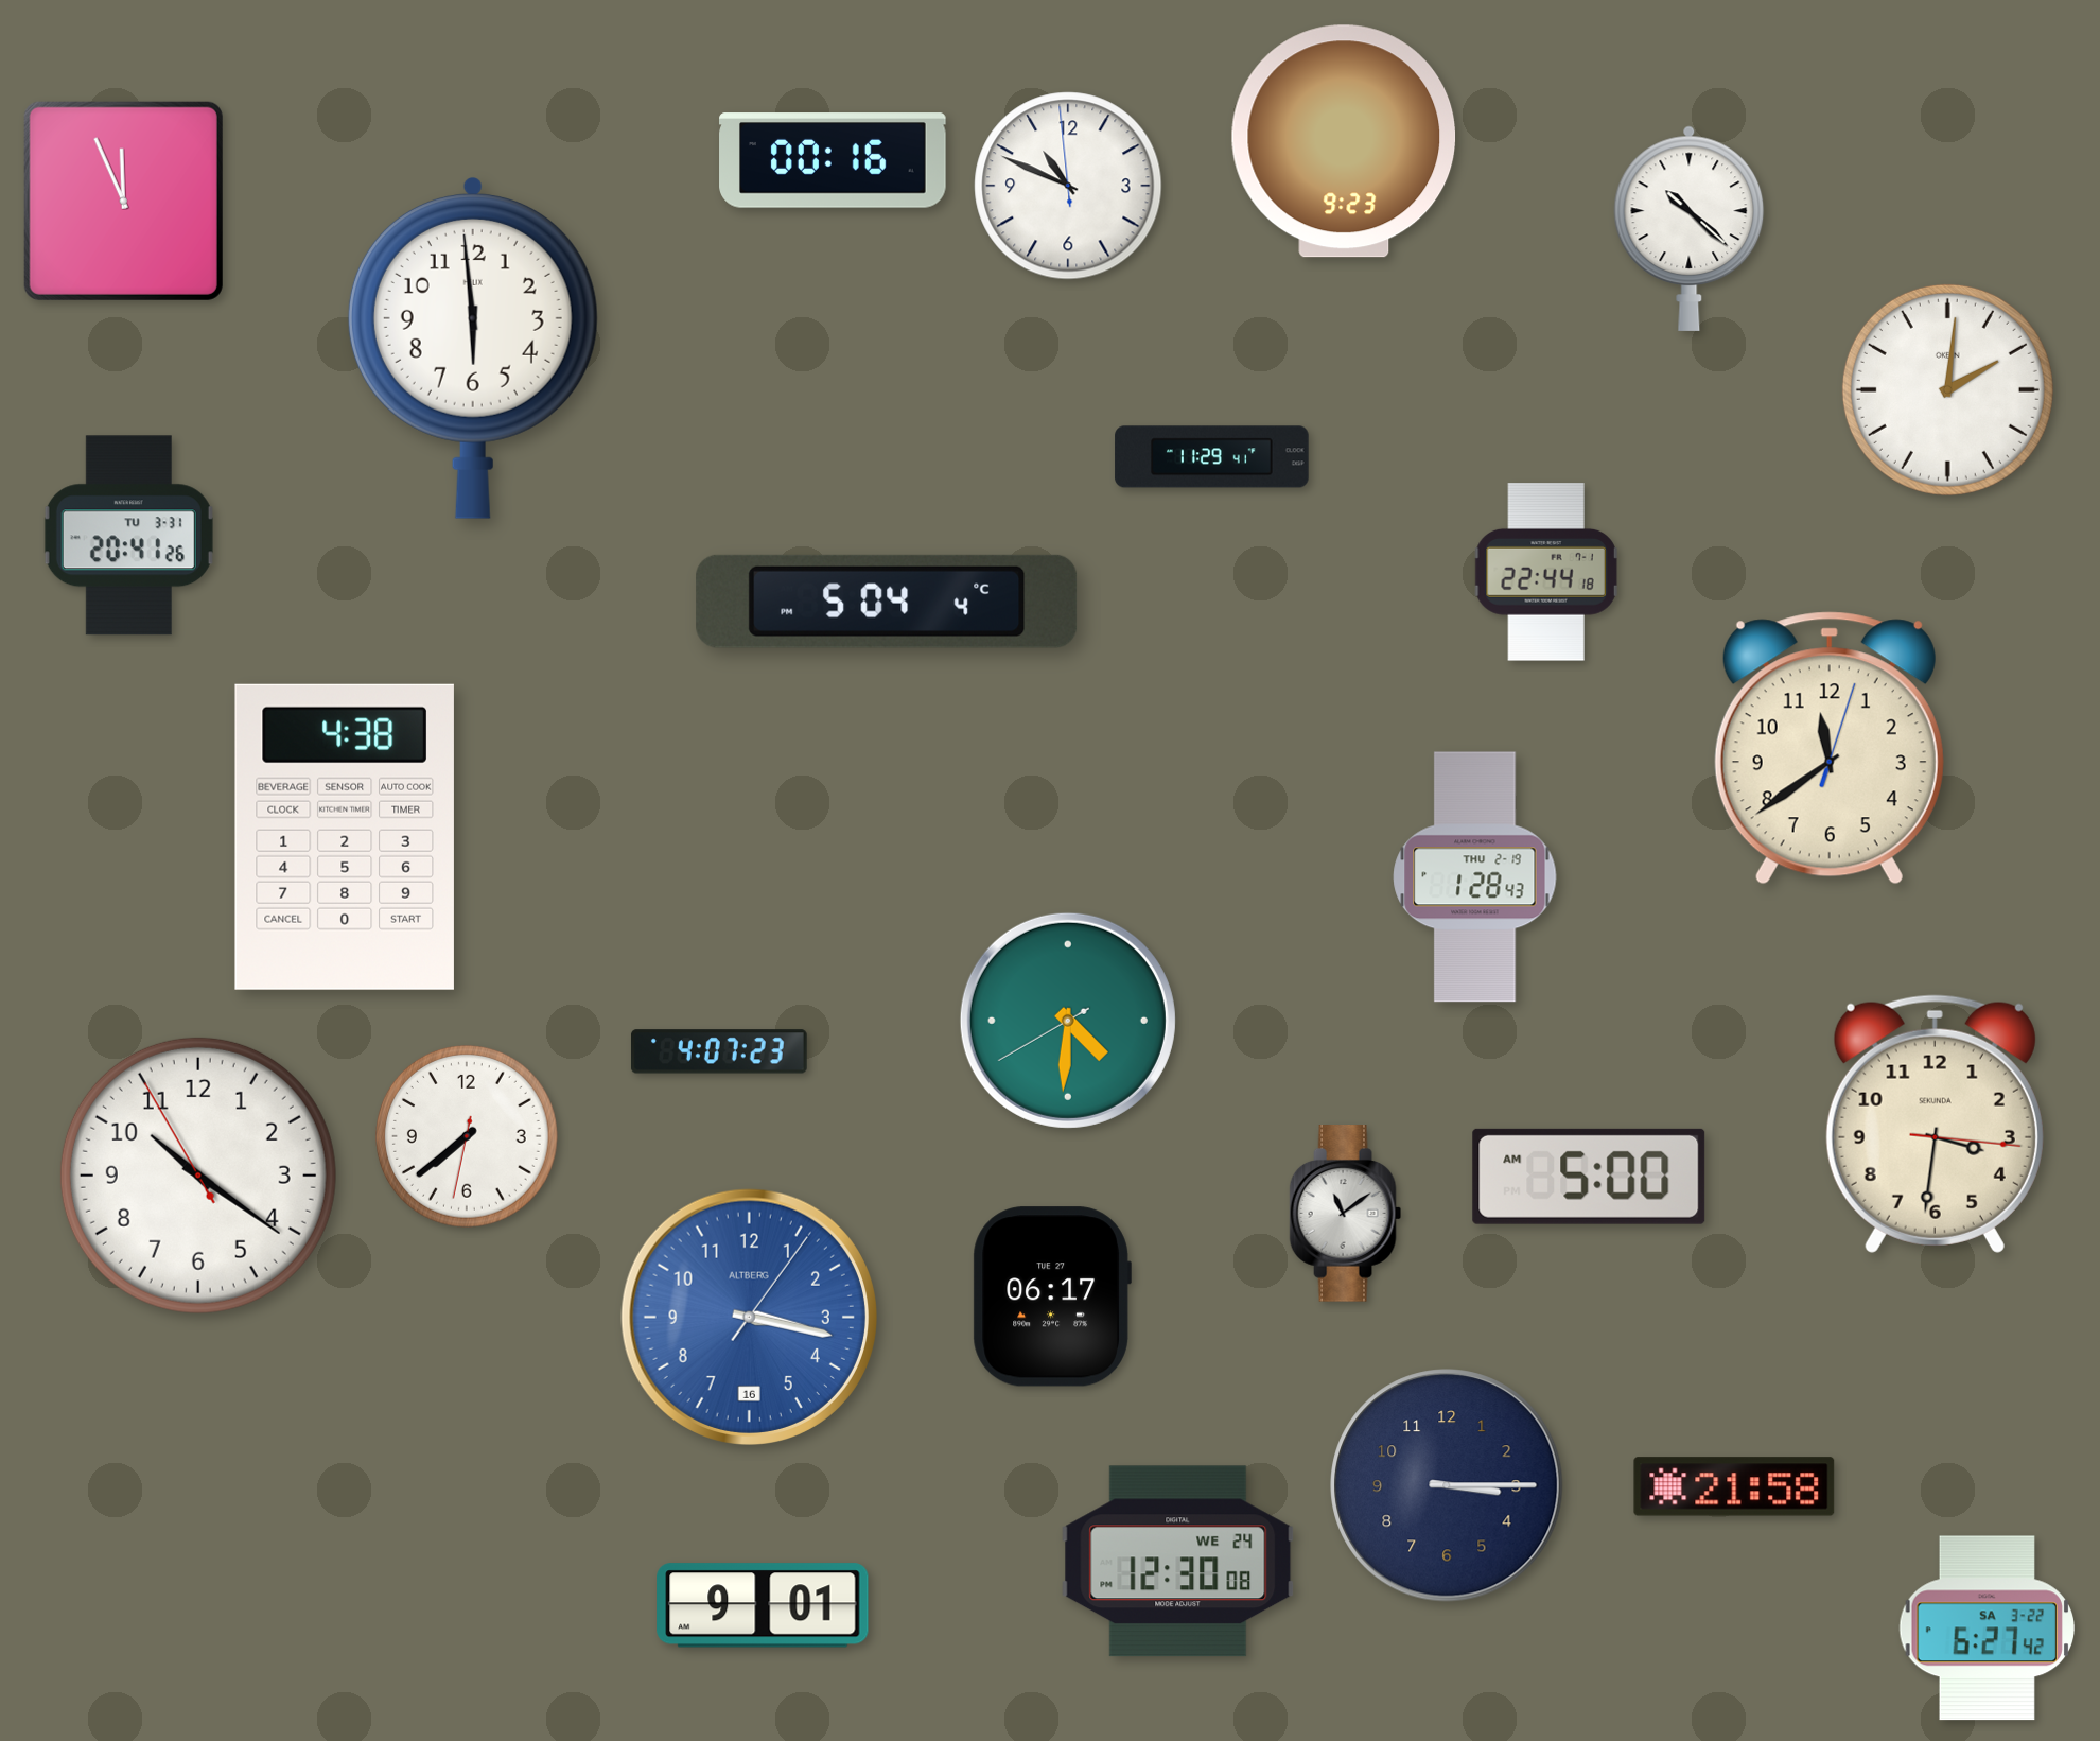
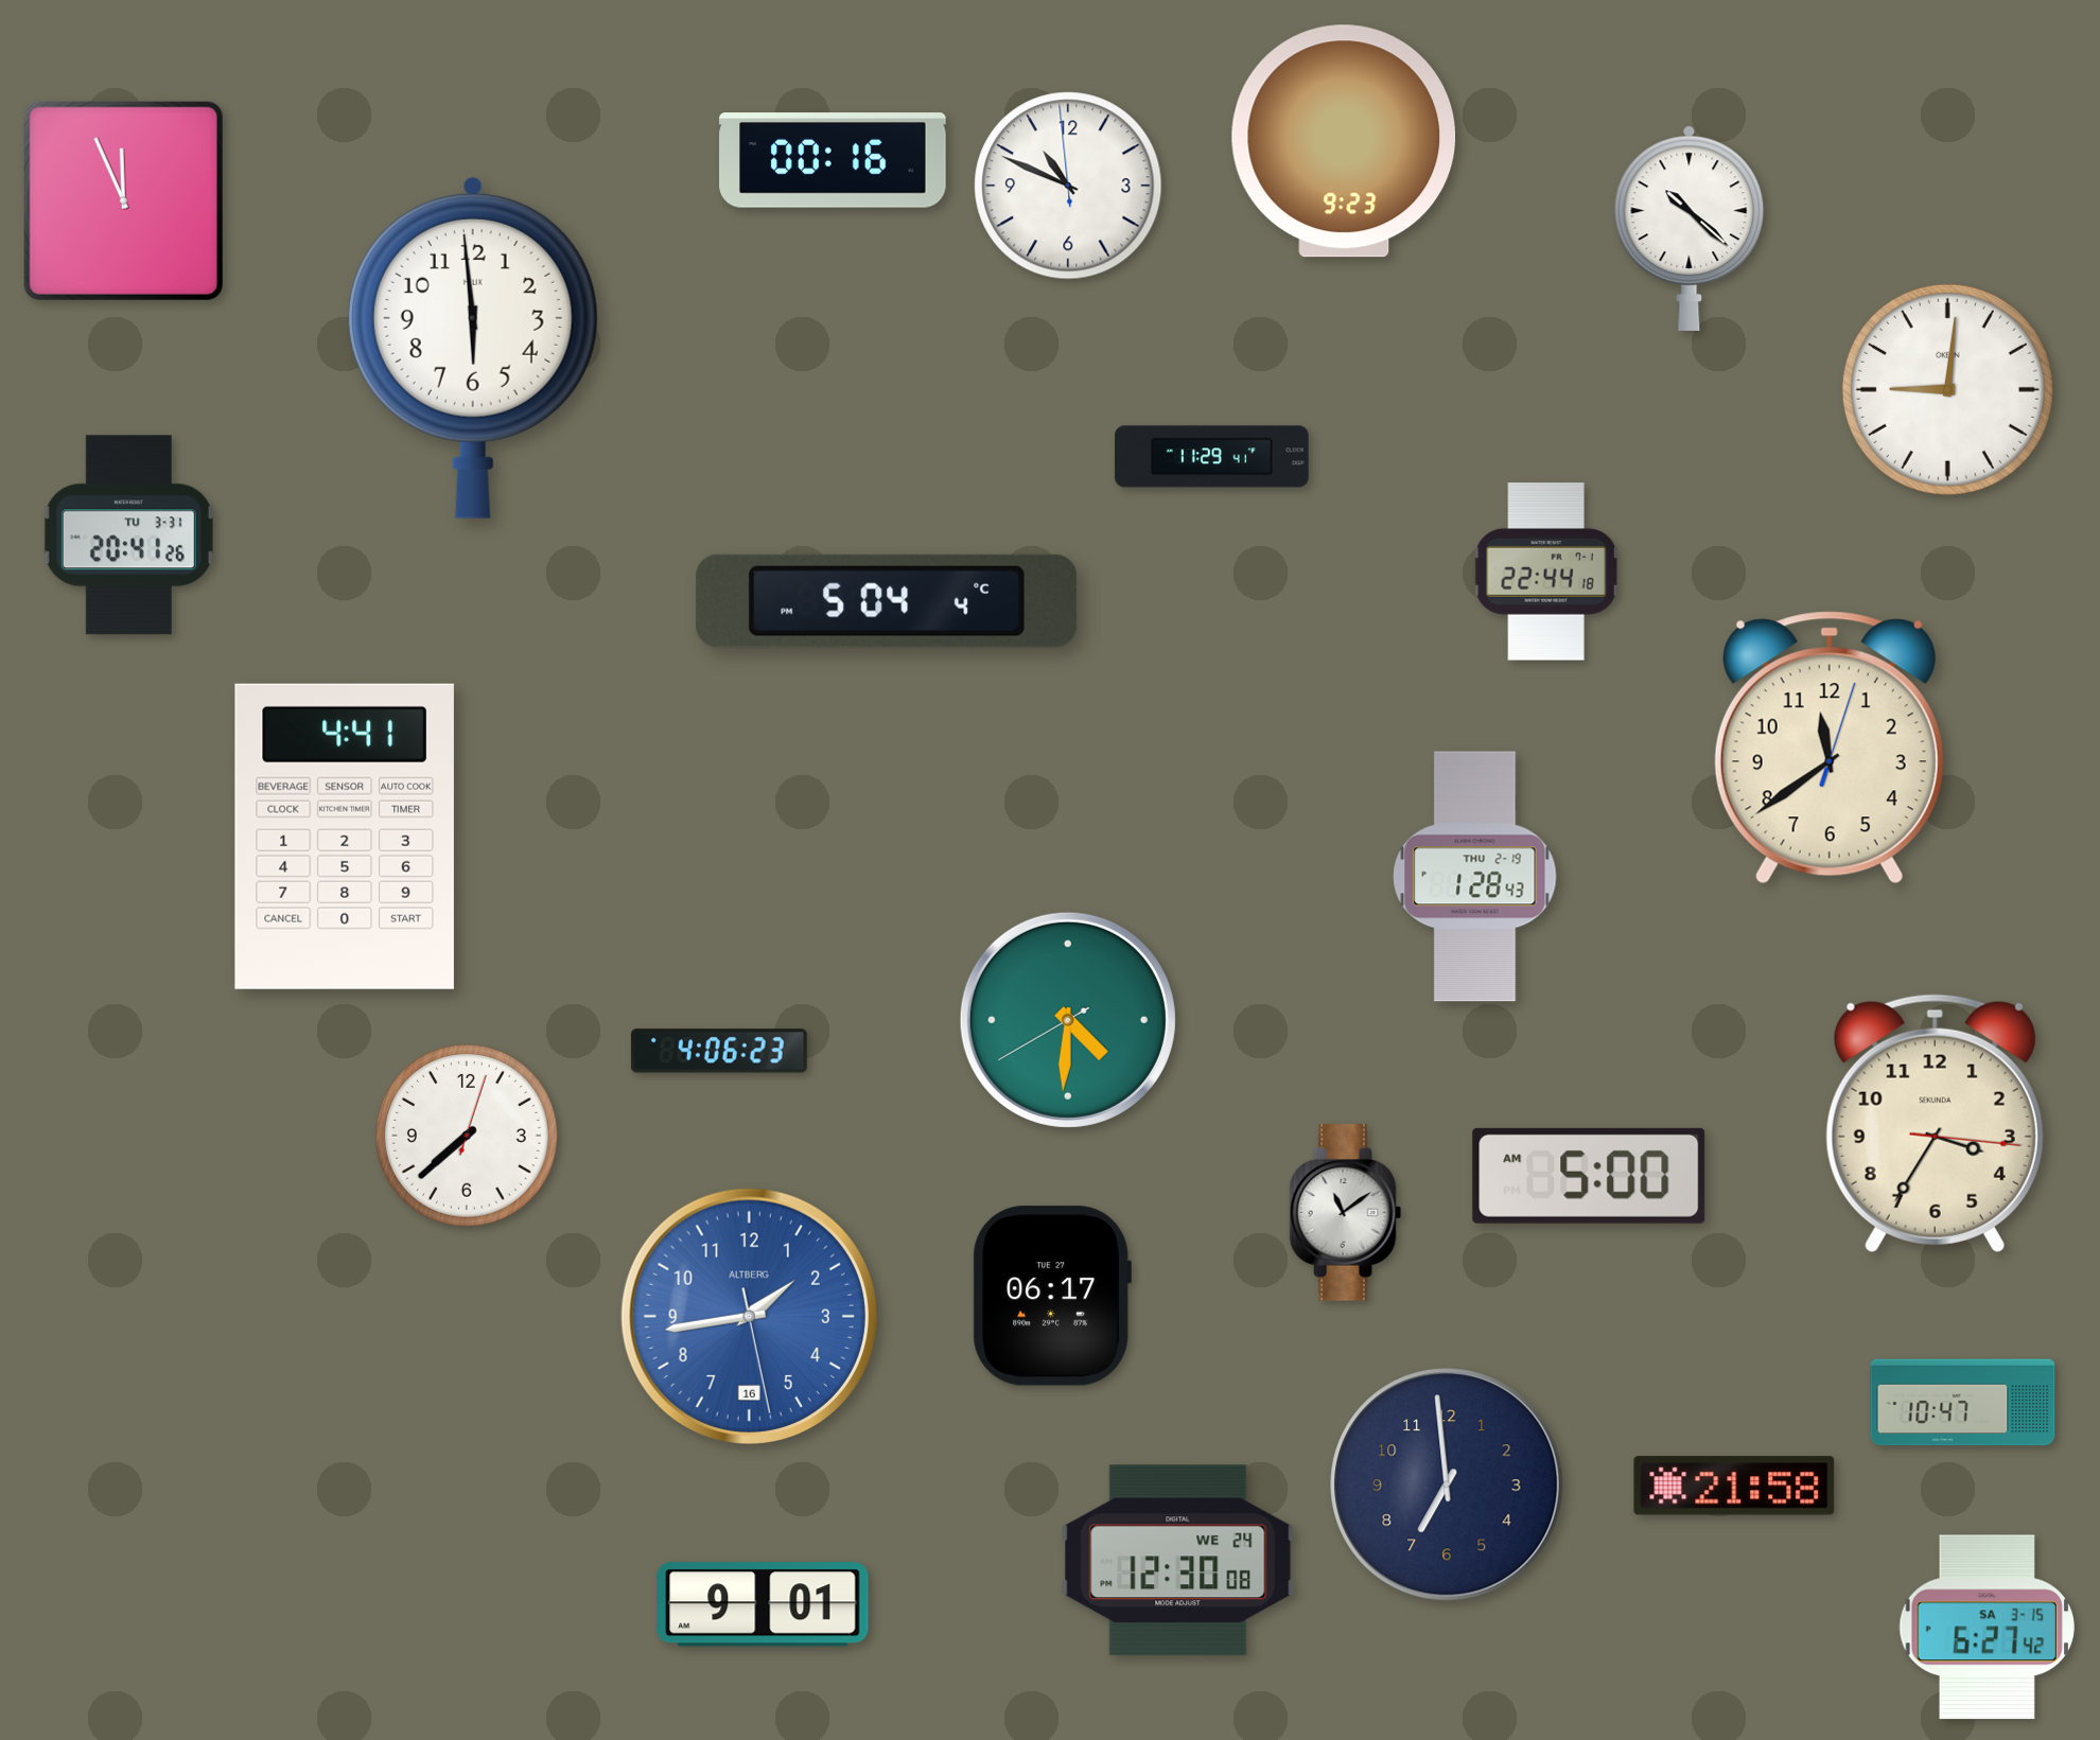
clock at (1947, 389): 2:01 -> 9:01
clock at (345, 837): 4:38 -> 4:41
clock at (719, 1051): 4:07 -> 4:06
clock at (1935, 1124): 3:31 -> 3:35
clock at (467, 1136): 7:38:32 -> 7:38:03
clock at (198, 1176): 10:20 -> none
clock at (749, 1317): 3:17 -> 1:43
clock at (1963, 1403): none -> 10:47
clock at (1447, 1485): 3:15 -> 6:59
clock at (1988, 1629) date: SA 3-22 -> SA 3-15
